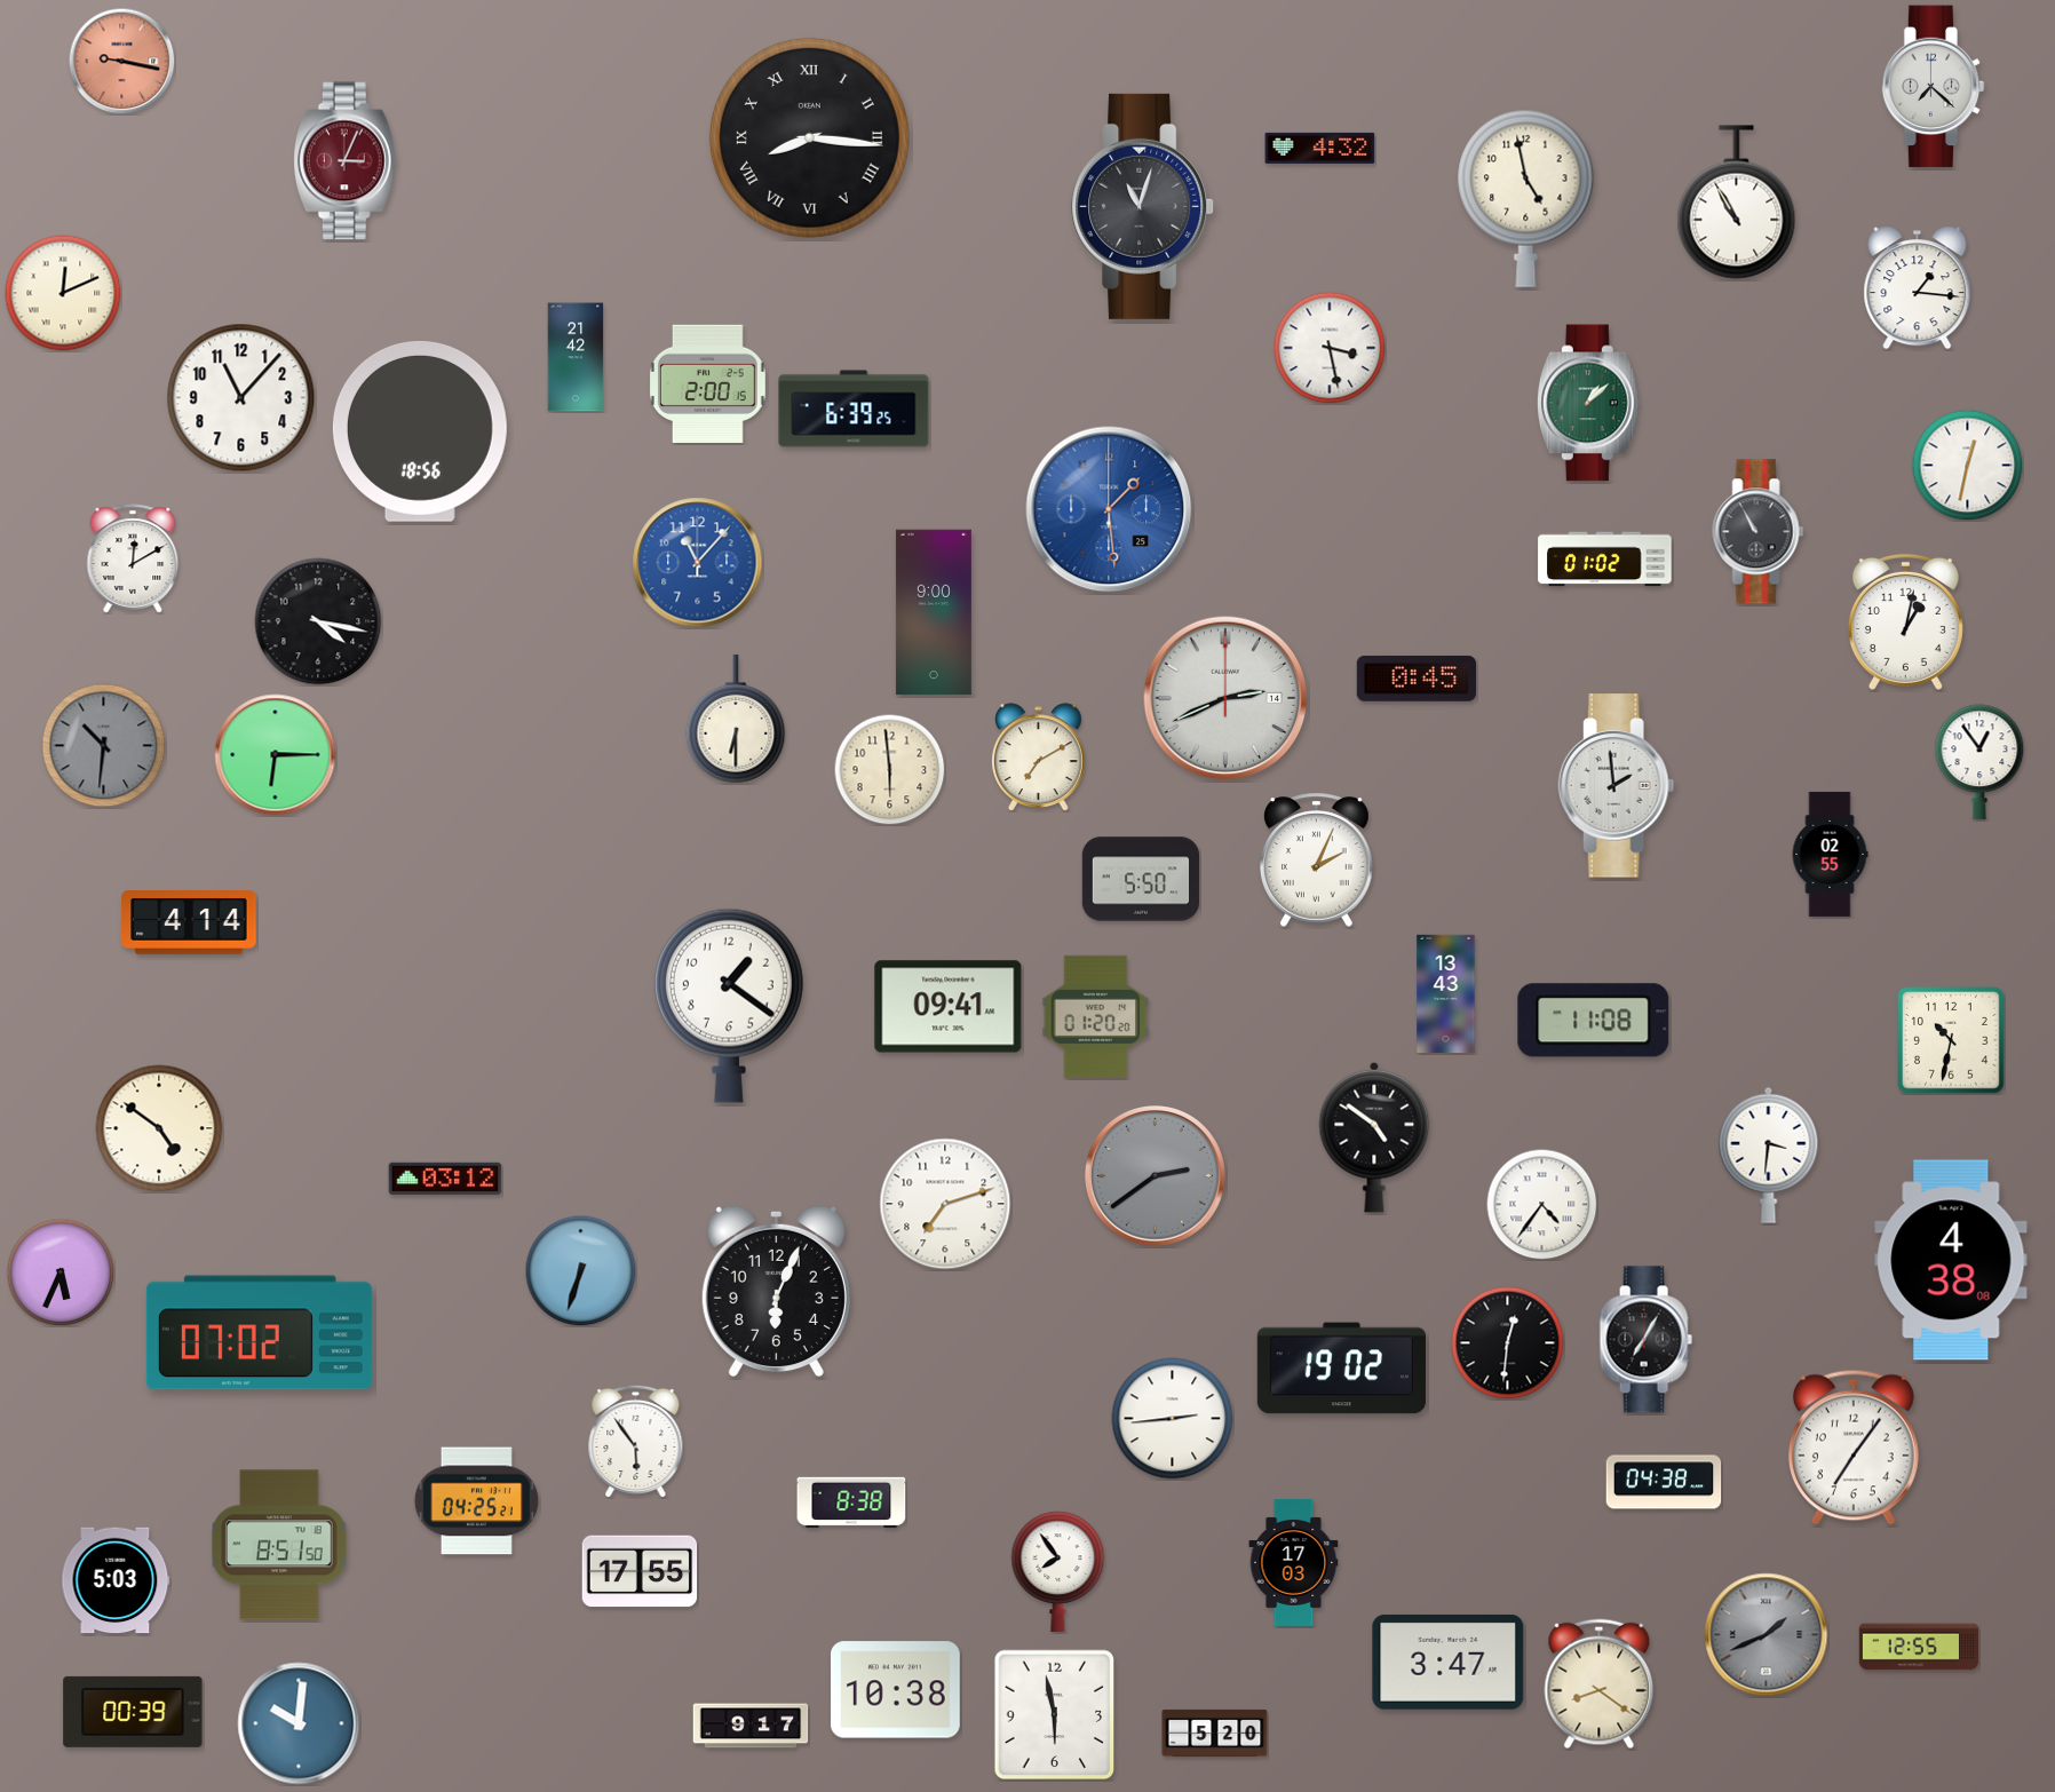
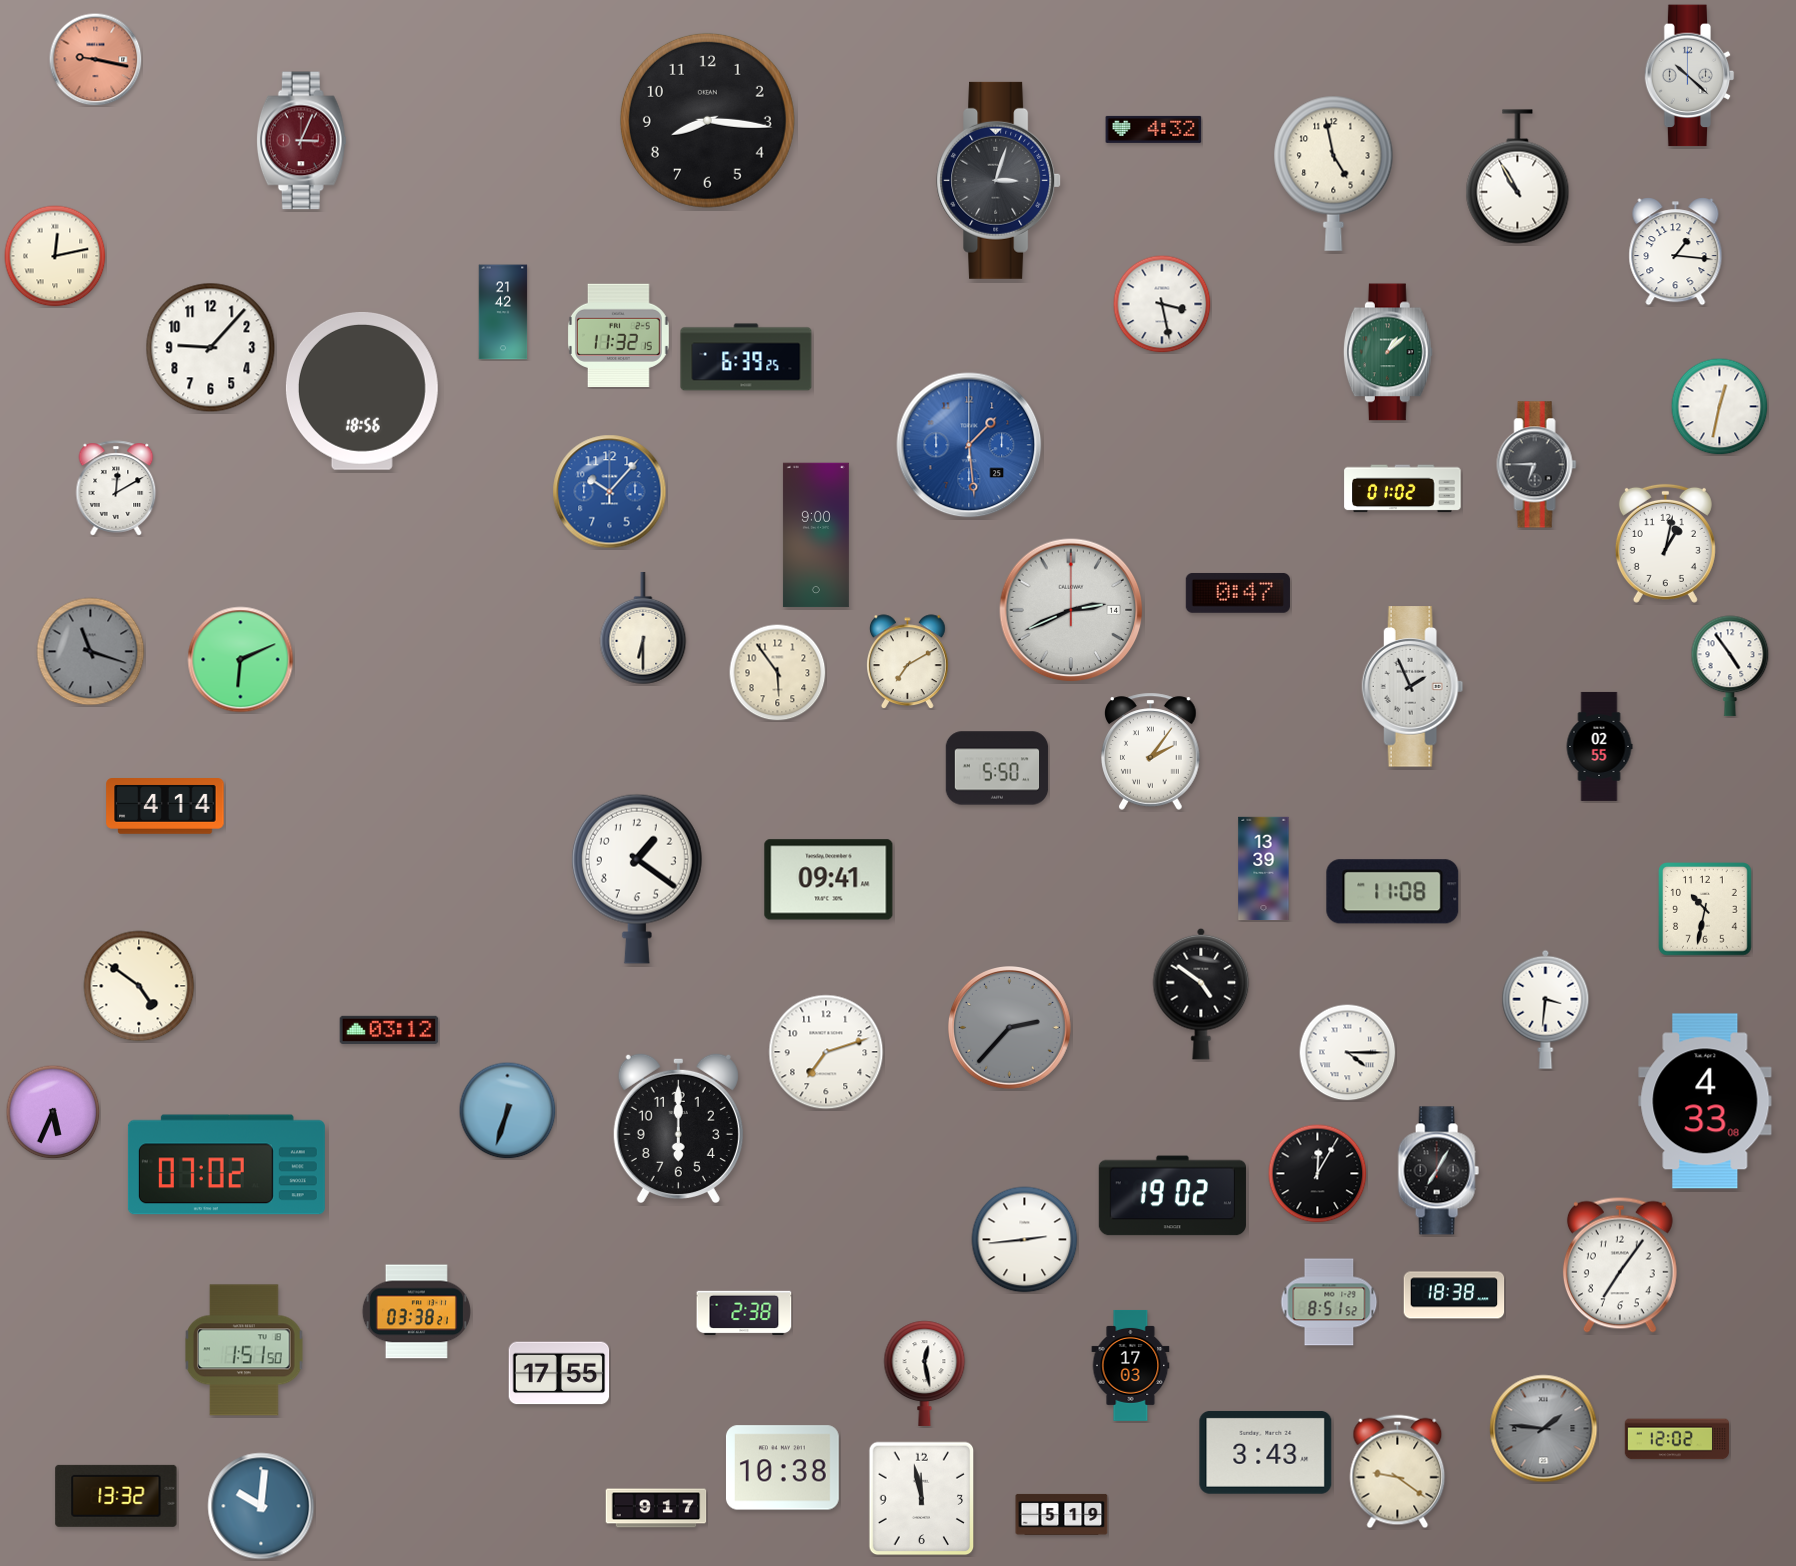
clock at (121, 61) position: (121, 61) -> (95, 59)
clock at (1934, 87): 7:22 -> 10:22
clock at (809, 137) numerals: Roman -> Arabic
clock at (1143, 206): 11:03 -> 3:03
clock at (63, 293): 12:11 -> 12:13
clock at (707, 383): 2:00 -> 11:32
clock at (241, 398): 11:07 -> 9:07
clock at (420, 431) position: (420, 431) -> (362, 391)
clock at (1759, 532): 10:55 -> 6:45
clock at (698, 563): 11:07 -> 10:07
clock at (318, 621): 4:17 -> none
clock at (1417, 679): 0:45 -> 0:47
clock at (104, 746): 10:31 -> 11:18
clock at (276, 755): 6:15 -> 6:11
clock at (1979, 762): 12:54 -> 4:54
clock at (889, 769): 5:59 -> 5:54
clock at (1617, 786): 1:59 -> 1:56
clock at (1317, 859): 2:04 -> 2:06
clock at (1446, 994): 13:43 -> 13:39
clock at (1096, 1016): 01:20 -> none
clock at (1156, 1176): 2:39 -> 2:37
clock at (1541, 1204): 4:36 -> 4:15
clock at (1951, 1260): 4:38 -> 4:33
clock at (776, 1290): 6:04 -> 6:00
clock at (1508, 1343): 12:31 -> 12:05
clock at (636, 1441): 5:54 -> none
clock at (1664, 1482): 04:38 -> 18:38
clock at (1329, 1302): none -> 8:51
clock at (476, 1501): 04:25 -> 03:38
clock at (851, 1502): 8:38 -> 2:38
clock at (279, 1545): 8:51 -> 1:51
clock at (1058, 1571): 7:54 -> 12:28
clock at (116, 1580): 5:03 -> none
clock at (1767, 1635): 1:41 -> 1:46
clock at (1918, 1647): 12:55 -> 12:02
clock at (1449, 1662): 3:47 -> 3:43
clock at (1600, 1684): 8:21 -> 9:21
clock at (895, 1690) position: (895, 1690) -> (782, 1468)
clock at (133, 1712): 00:39 -> 13:32
clock at (1055, 1715): 5:58 -> 11:58
clock at (1215, 1732): 5:20 -> 5:19
